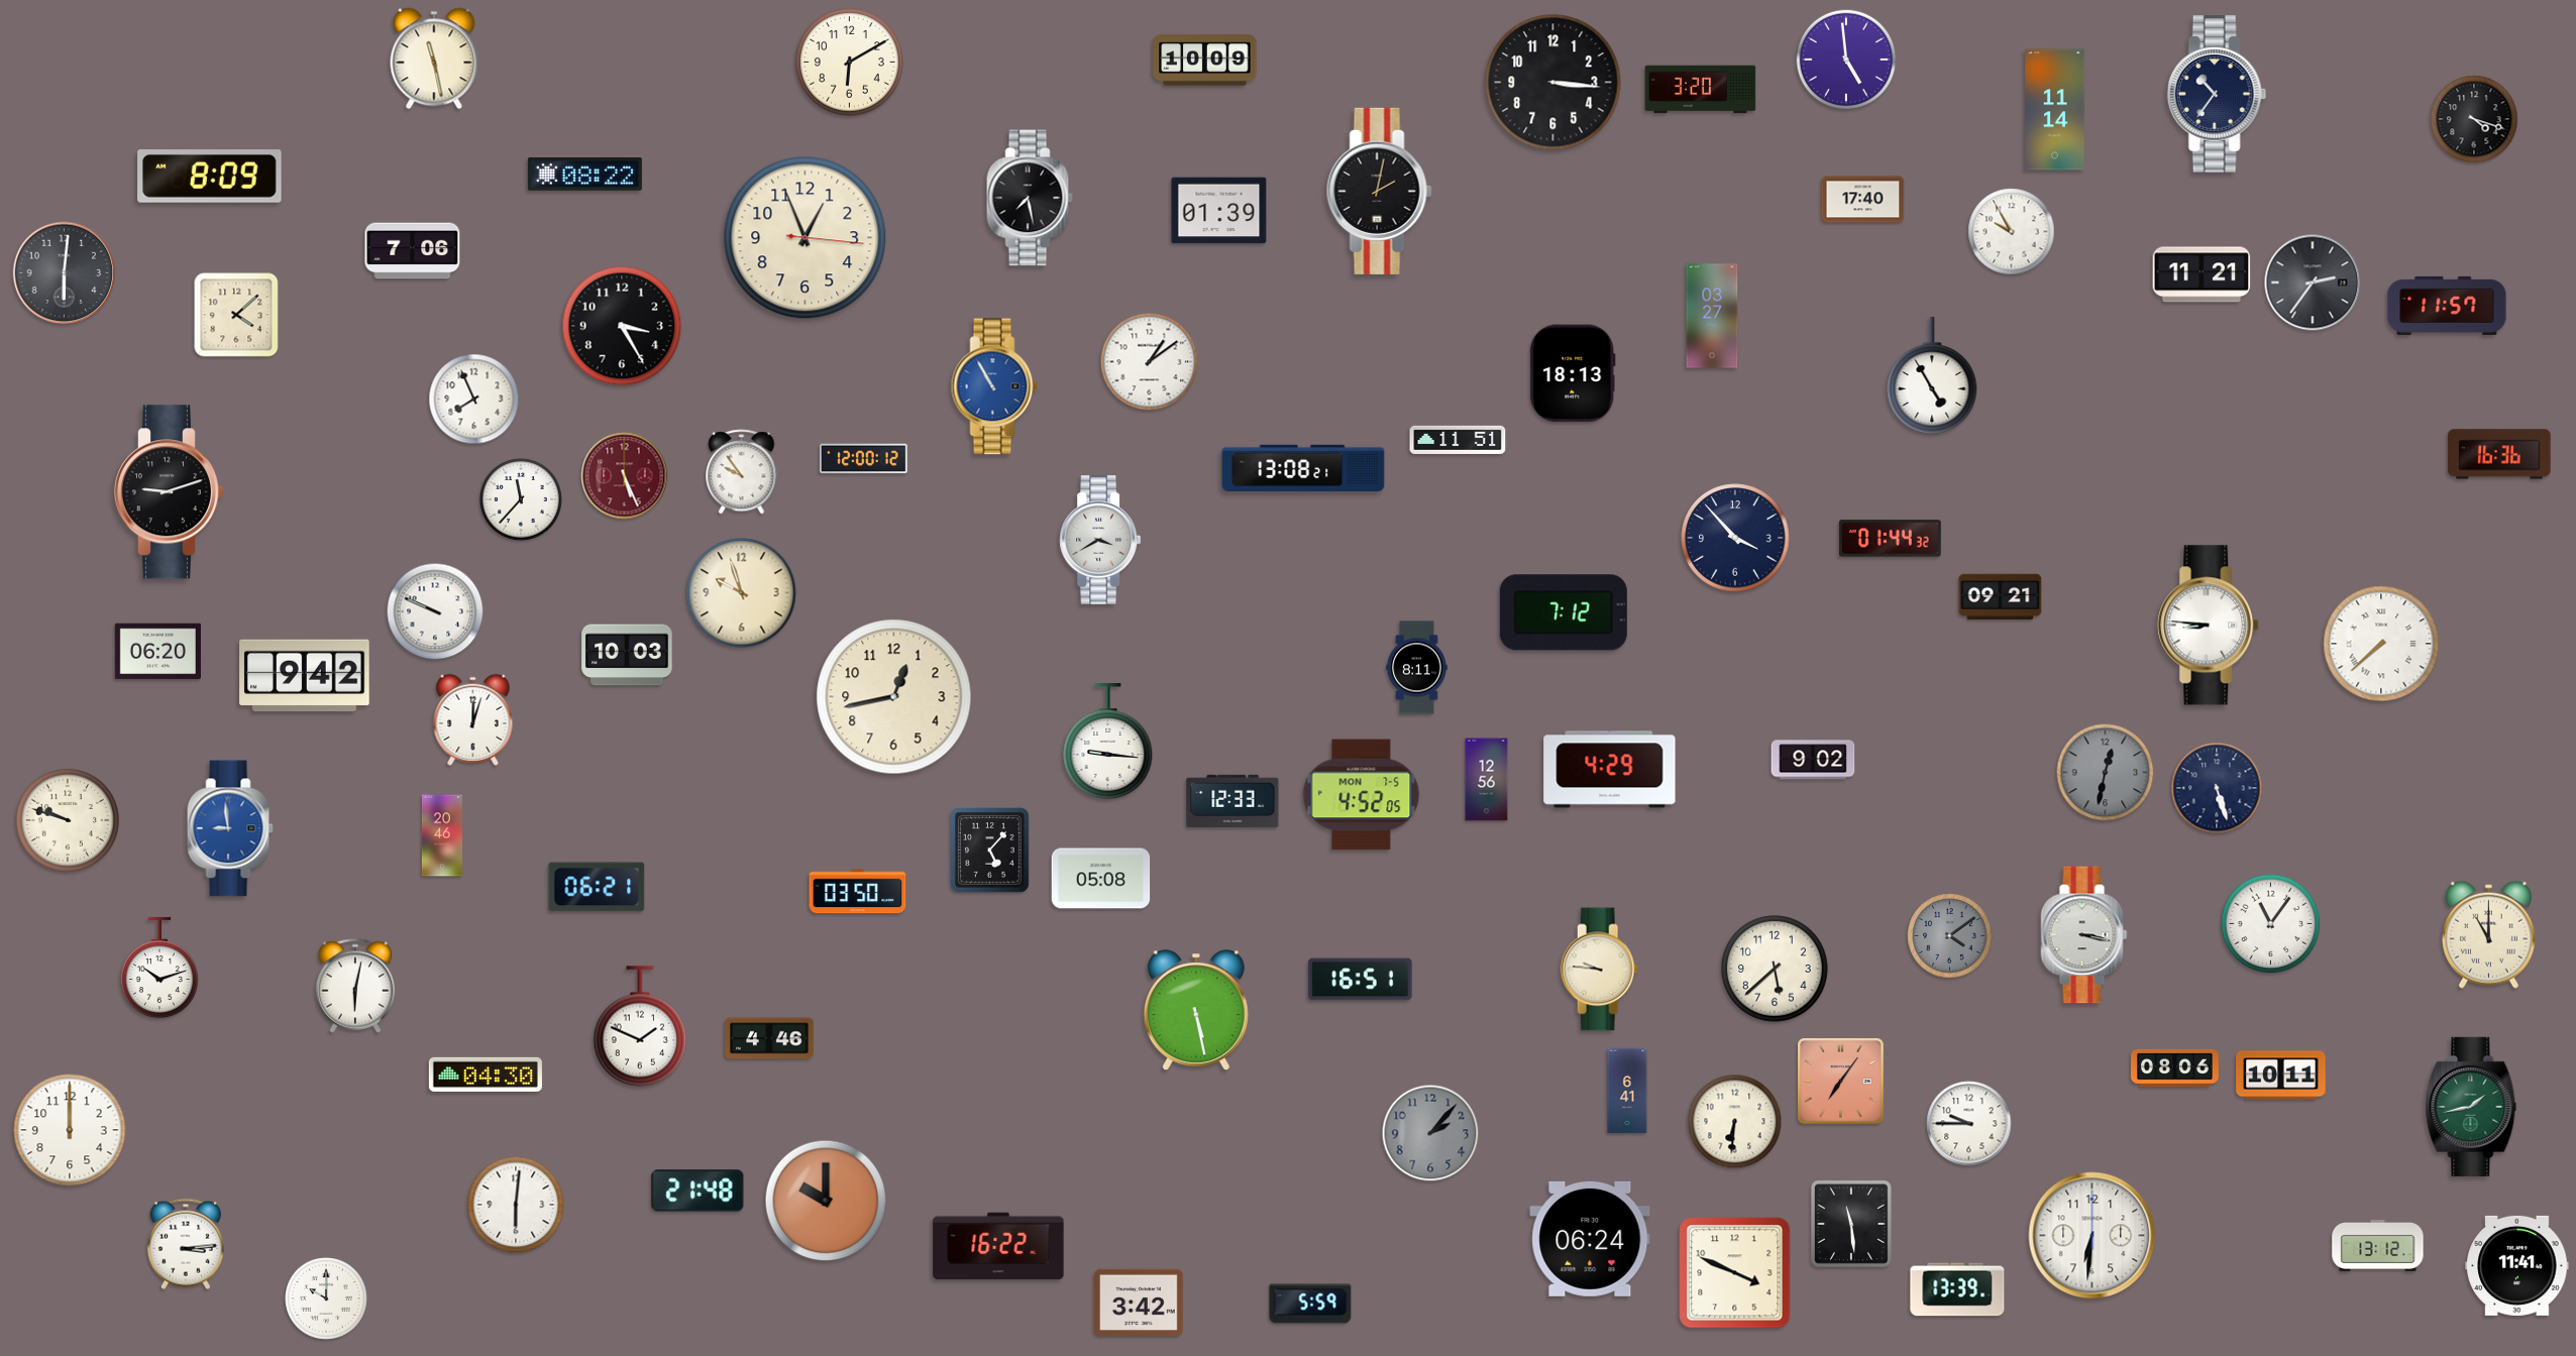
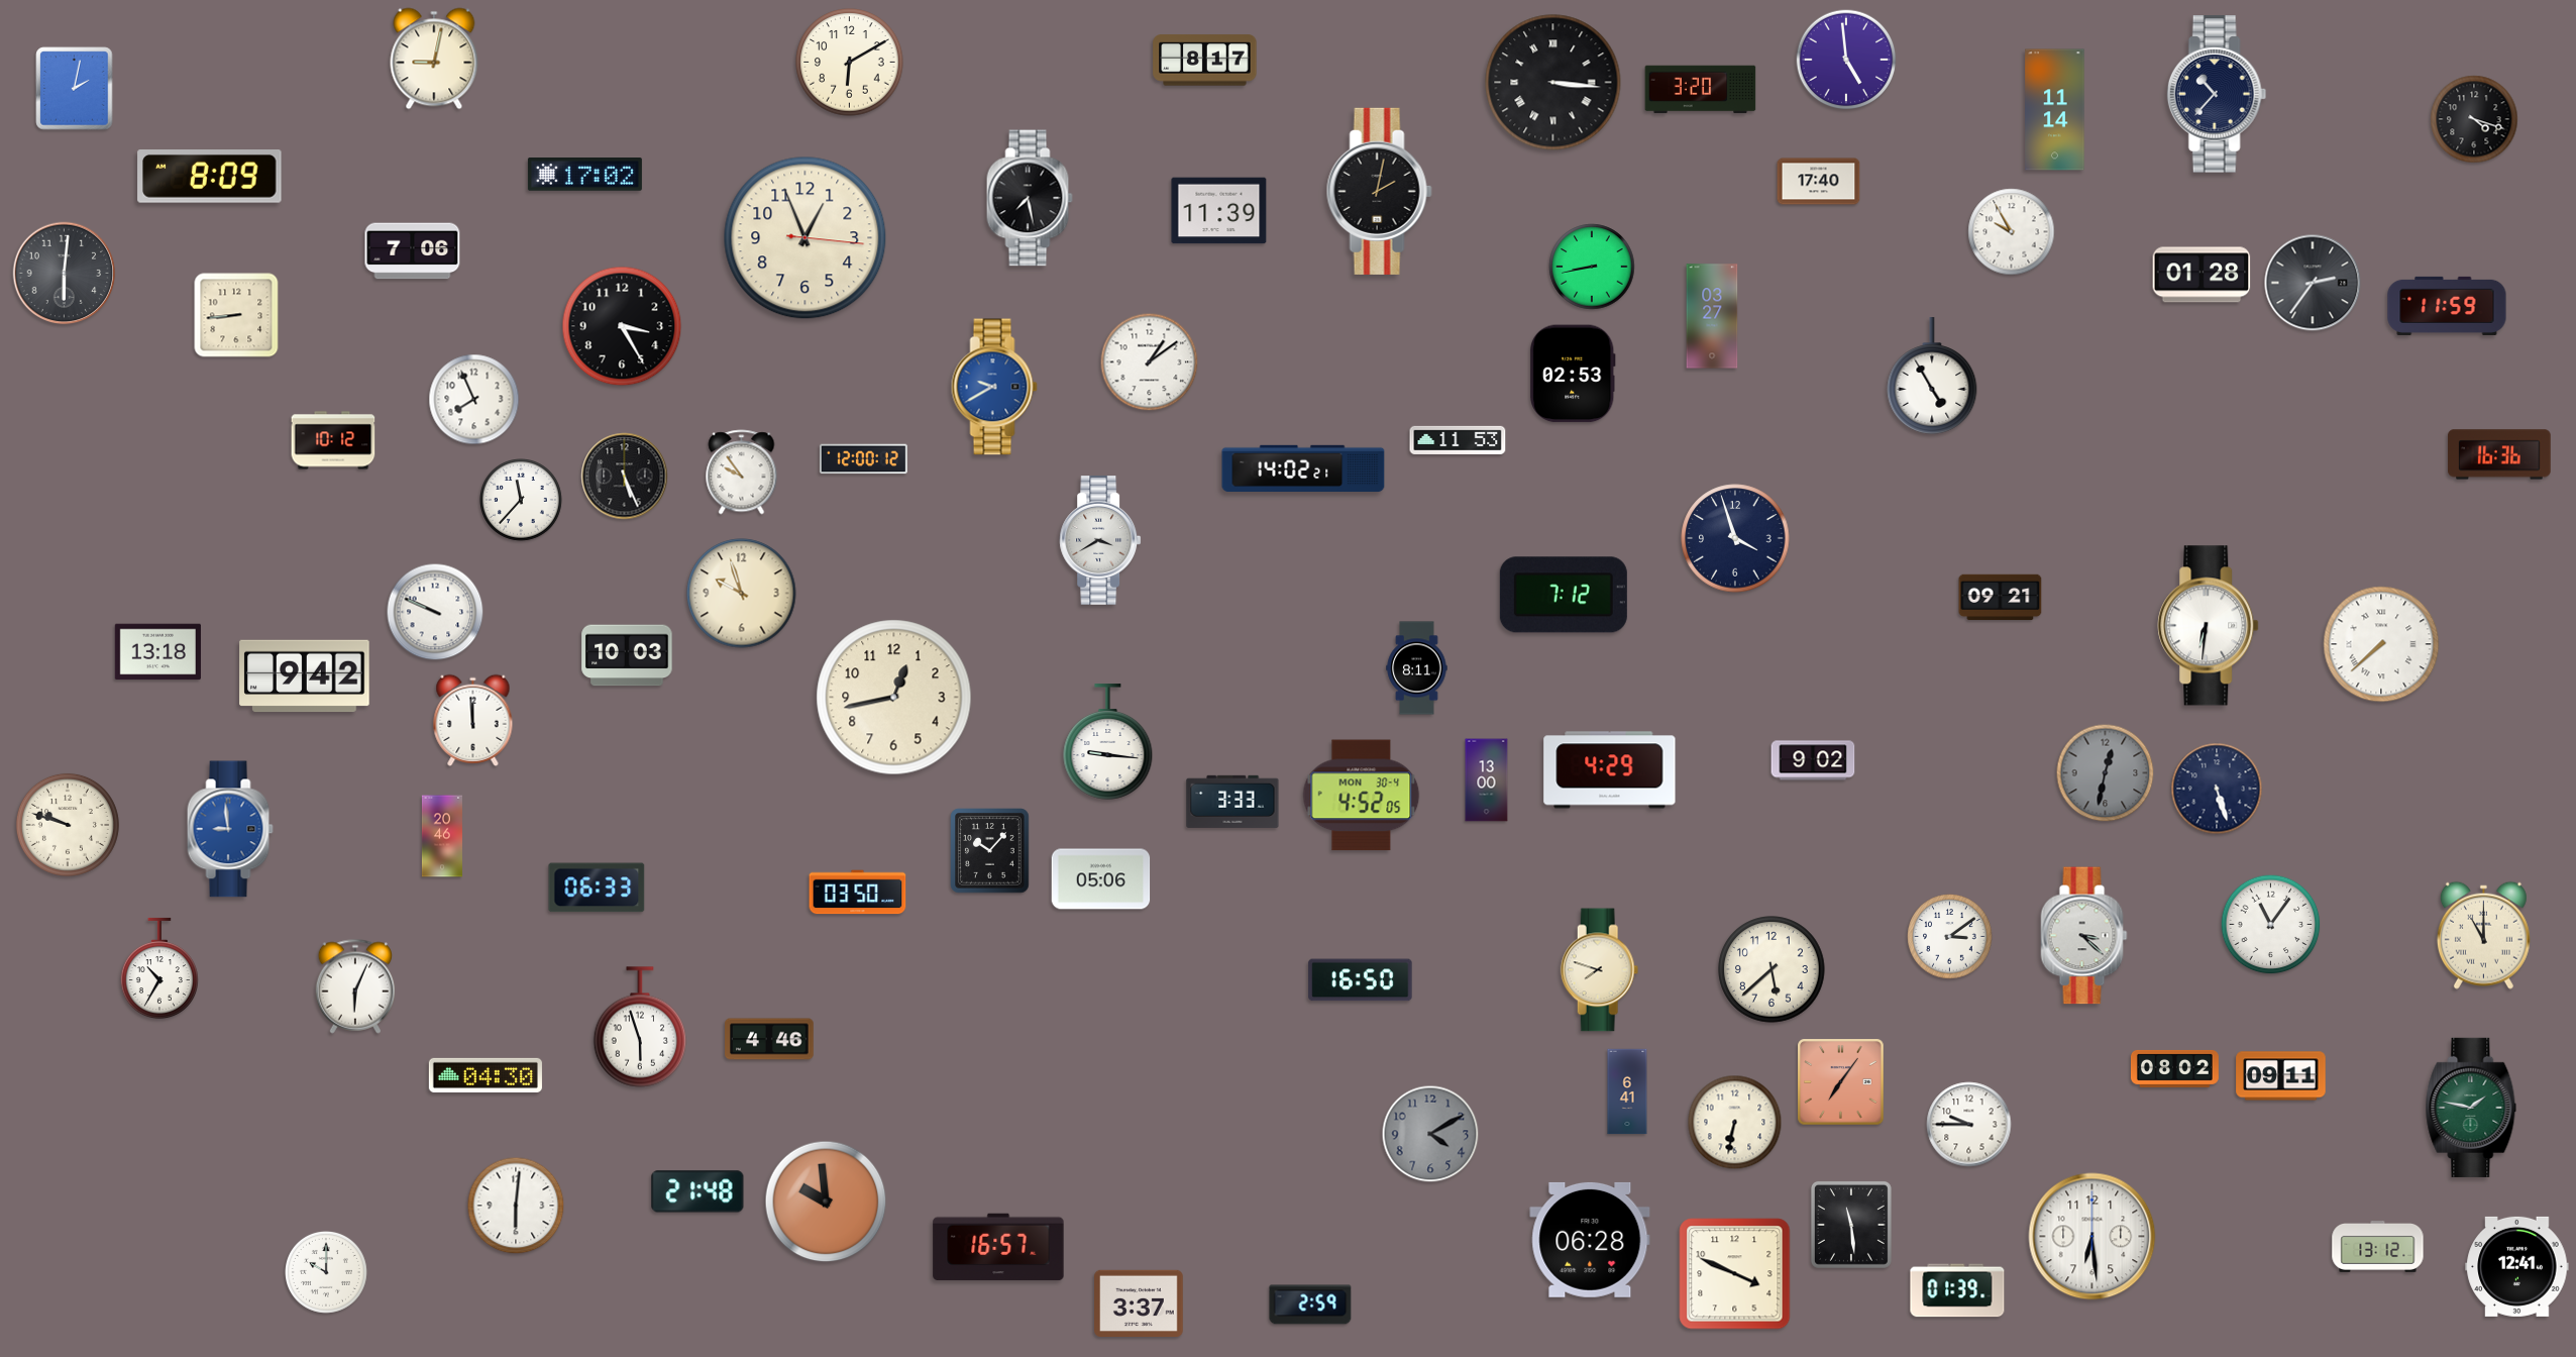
clock at (434, 59): 11:28 -> 9:02
clock at (1205, 61): 10:09 -> 8:17
clock at (1553, 83) numerals: Arabic -> Roman
clock at (75, 89): none -> 2:02
clock at (2217, 94): 10:36 -> 10:37
clock at (584, 175): 08:22 -> 17:02
clock at (1863, 200) position: (1863, 200) -> (1819, 182)
clock at (1219, 211): 01:39 -> 11:39
clock at (1592, 267): none -> 8:43
clock at (2202, 274): 11:21 -> 01:28
clock at (2447, 306): 11:57 -> 11:59
clock at (236, 315): 4:08 -> 8:44
clock at (1573, 373): 18:13 -> 02:53
clock at (994, 386): 10:55 -> 9:40
clock at (333, 440): none -> 10:12
clock at (1458, 440): 11:51 -> 11:53
clock at (1303, 468): 13:08 -> 14:02
clock at (625, 476) dial: burgundy -> black
clock at (169, 492): 9:12 -> none
clock at (1735, 538): 3:53 -> 3:57
clock at (1890, 539): 01:44 -> none
clock at (1564, 612) position: (1564, 612) -> (1564, 595)
clock at (2209, 626): 8:46 -> 6:31
clock at (157, 652): 06:20 -> 13:18
clock at (473, 719): 12:03 -> 11:59
clock at (1487, 780): 12:56 -> 13:00
clock at (1362, 795) date: MON 7-5 -> MON 30-4
clock at (1232, 801): 12:33 -> 3:33
clock at (68, 820) position: (68, 820) -> (68, 825)
clock at (990, 851): 5:07 -> 10:07
clock at (1101, 879): 05:08 -> 05:06
clock at (597, 887): 06:21 -> 06:33
clock at (2488, 934) position: (2488, 934) -> (2483, 935)
clock at (2084, 935): 3:17 -> 3:22
clock at (1950, 936): 4:09 -> 3:09
clock at (1950, 936) dial: grey -> white
clock at (159, 968): 10:12 -> 10:35
clock at (1775, 969) position: (1775, 969) -> (1772, 969)
clock at (1600, 970): 9:46 -> 7:48
clock at (1361, 980): 16:51 -> 16:50
clock at (355, 986): 6:02 -> 6:04
clock at (1196, 1011): 5:28 -> none
clock at (640, 1026): 1:49 -> 5:57
clock at (2174, 1067): 08:06 -> 08:02
clock at (2281, 1076): 10:11 -> 09:11
clock at (2471, 1107): 1:43 -> 1:47
clock at (1735, 1122): 6:31 -> 6:32
clock at (70, 1130): 12:00 -> none
clock at (1430, 1133): 2:07 -> 4:10
clock at (826, 1201): 10:00 -> 9:59
clock at (2092, 1236): 6:31 -> 6:29
clock at (1590, 1239): 06:24 -> 06:28
clock at (186, 1244): 3:14 -> none
clock at (998, 1246): 16:22 -> 16:57
clock at (2517, 1265): 11:41 -> 12:41
clock at (1957, 1289): 13:39 -> 01:39
clock at (327, 1299) position: (327, 1299) -> (327, 1273)
clock at (1140, 1302): 3:42 -> 3:37
clock at (1310, 1304): 5:59 -> 2:59
